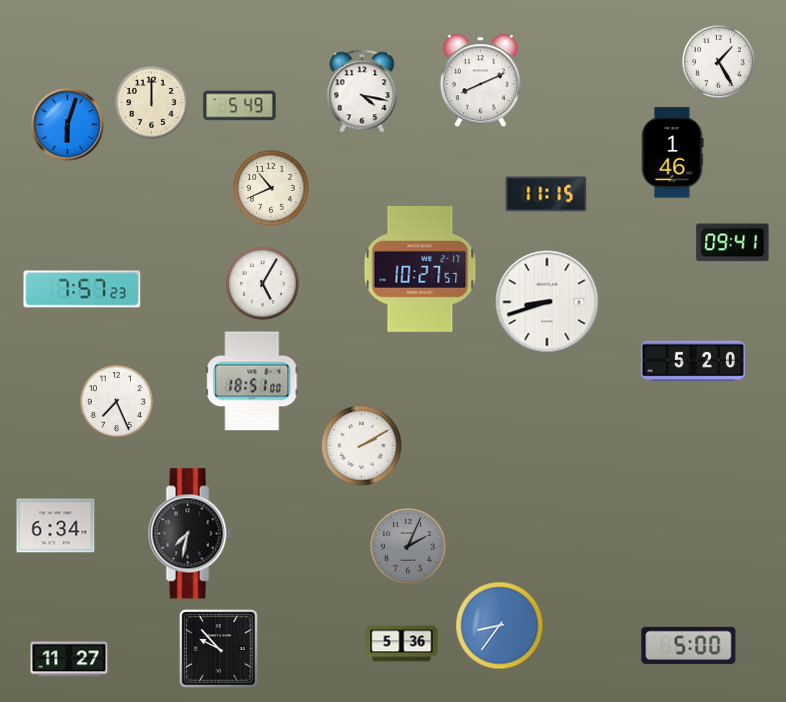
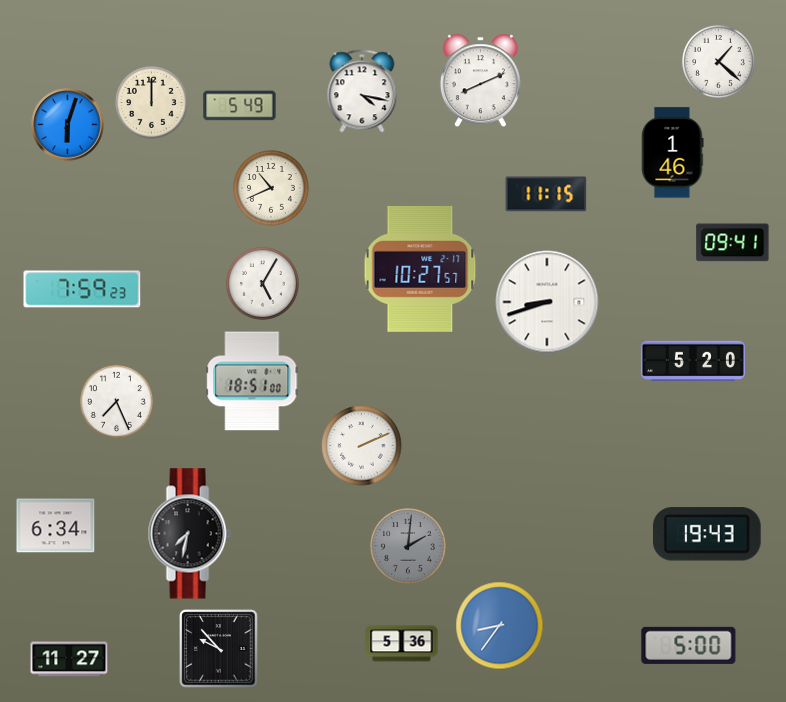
clock at (718, 61): 1:25 -> 1:22
clock at (82, 289): 7:57 -> 7:59
clock at (362, 446): 2:10 -> 2:11
clock at (707, 534): none -> 19:43
clock at (408, 546): 2:04 -> 2:01
